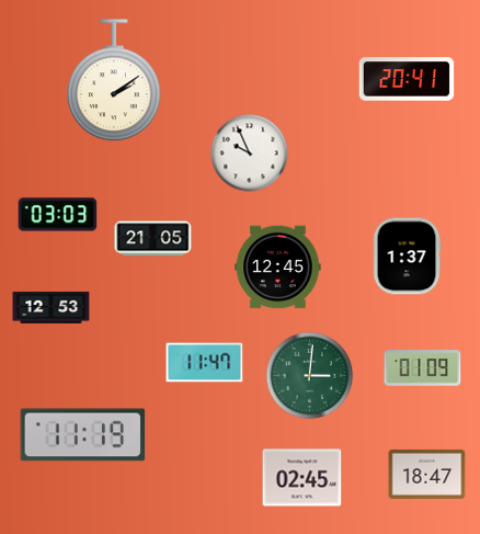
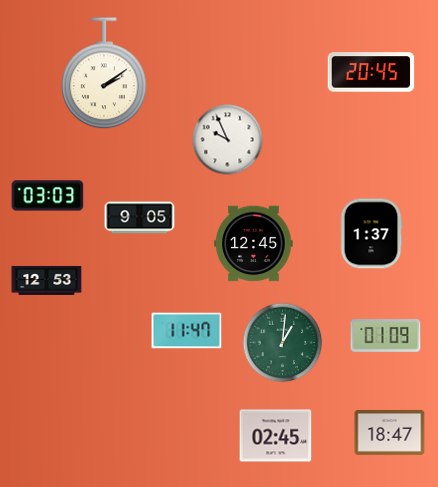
clock at (407, 79): 20:41 -> 20:45
clock at (58, 215) position: (58, 215) -> (48, 196)
clock at (153, 239): 21:05 -> 9:05
clock at (310, 376): 3:01 -> 1:01
clock at (83, 435): 11:19 -> none
